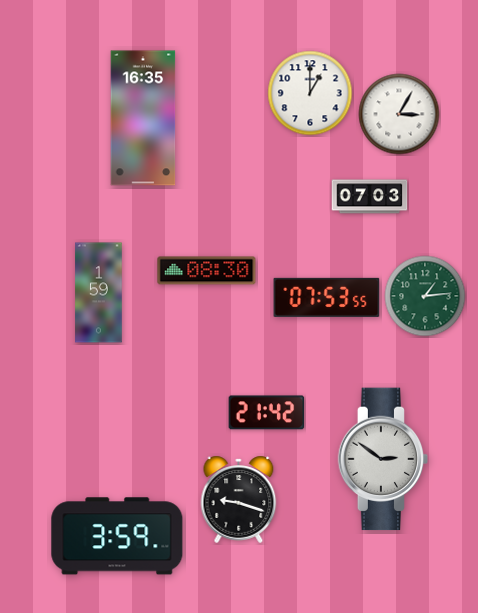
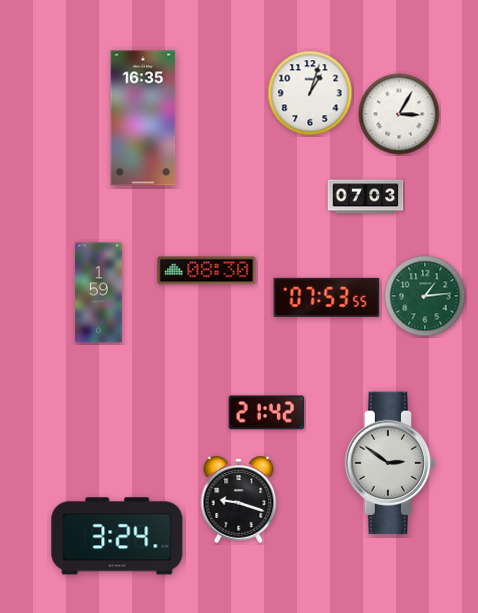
clock at (310, 93): 1:00 -> 1:03
clock at (370, 197) position: (370, 197) -> (366, 197)
clock at (383, 459) position: (383, 459) -> (390, 463)
clock at (117, 536): 3:59 -> 3:24
